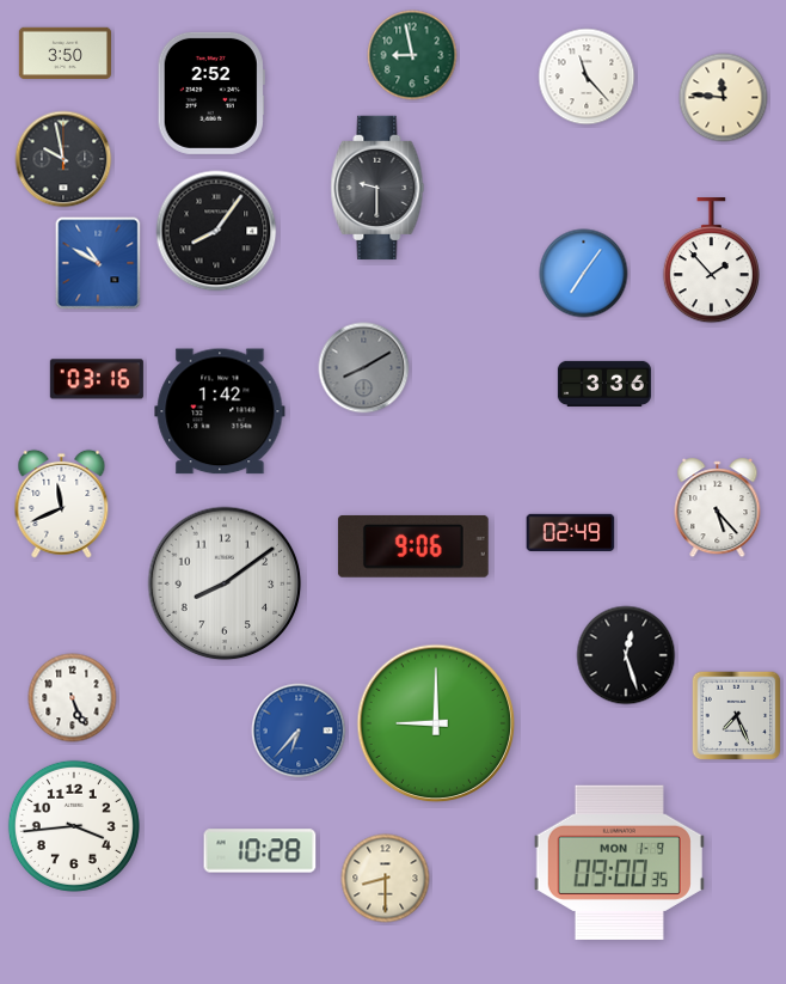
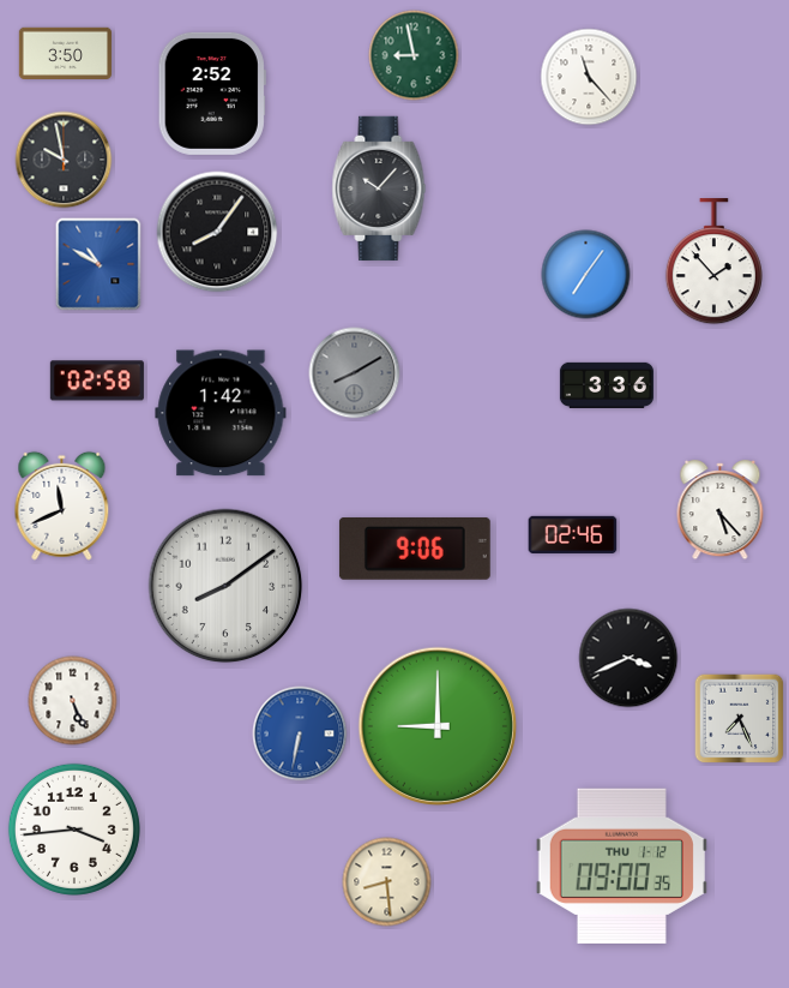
clock at (724, 98): 11:46 -> none
clock at (377, 188): 9:30 -> 10:07
clock at (364, 368) position: (364, 368) -> (355, 373)
clock at (97, 379): 03:16 -> 02:58
clock at (571, 532): 02:49 -> 02:46
clock at (626, 655): 12:27 -> 3:41
clock at (299, 731): 6:37 -> 6:32
clock at (260, 851): 10:28 -> none
clock at (619, 862) date: MON 1-9 -> THU 1-12
clock at (386, 879): 8:30 -> 8:29
